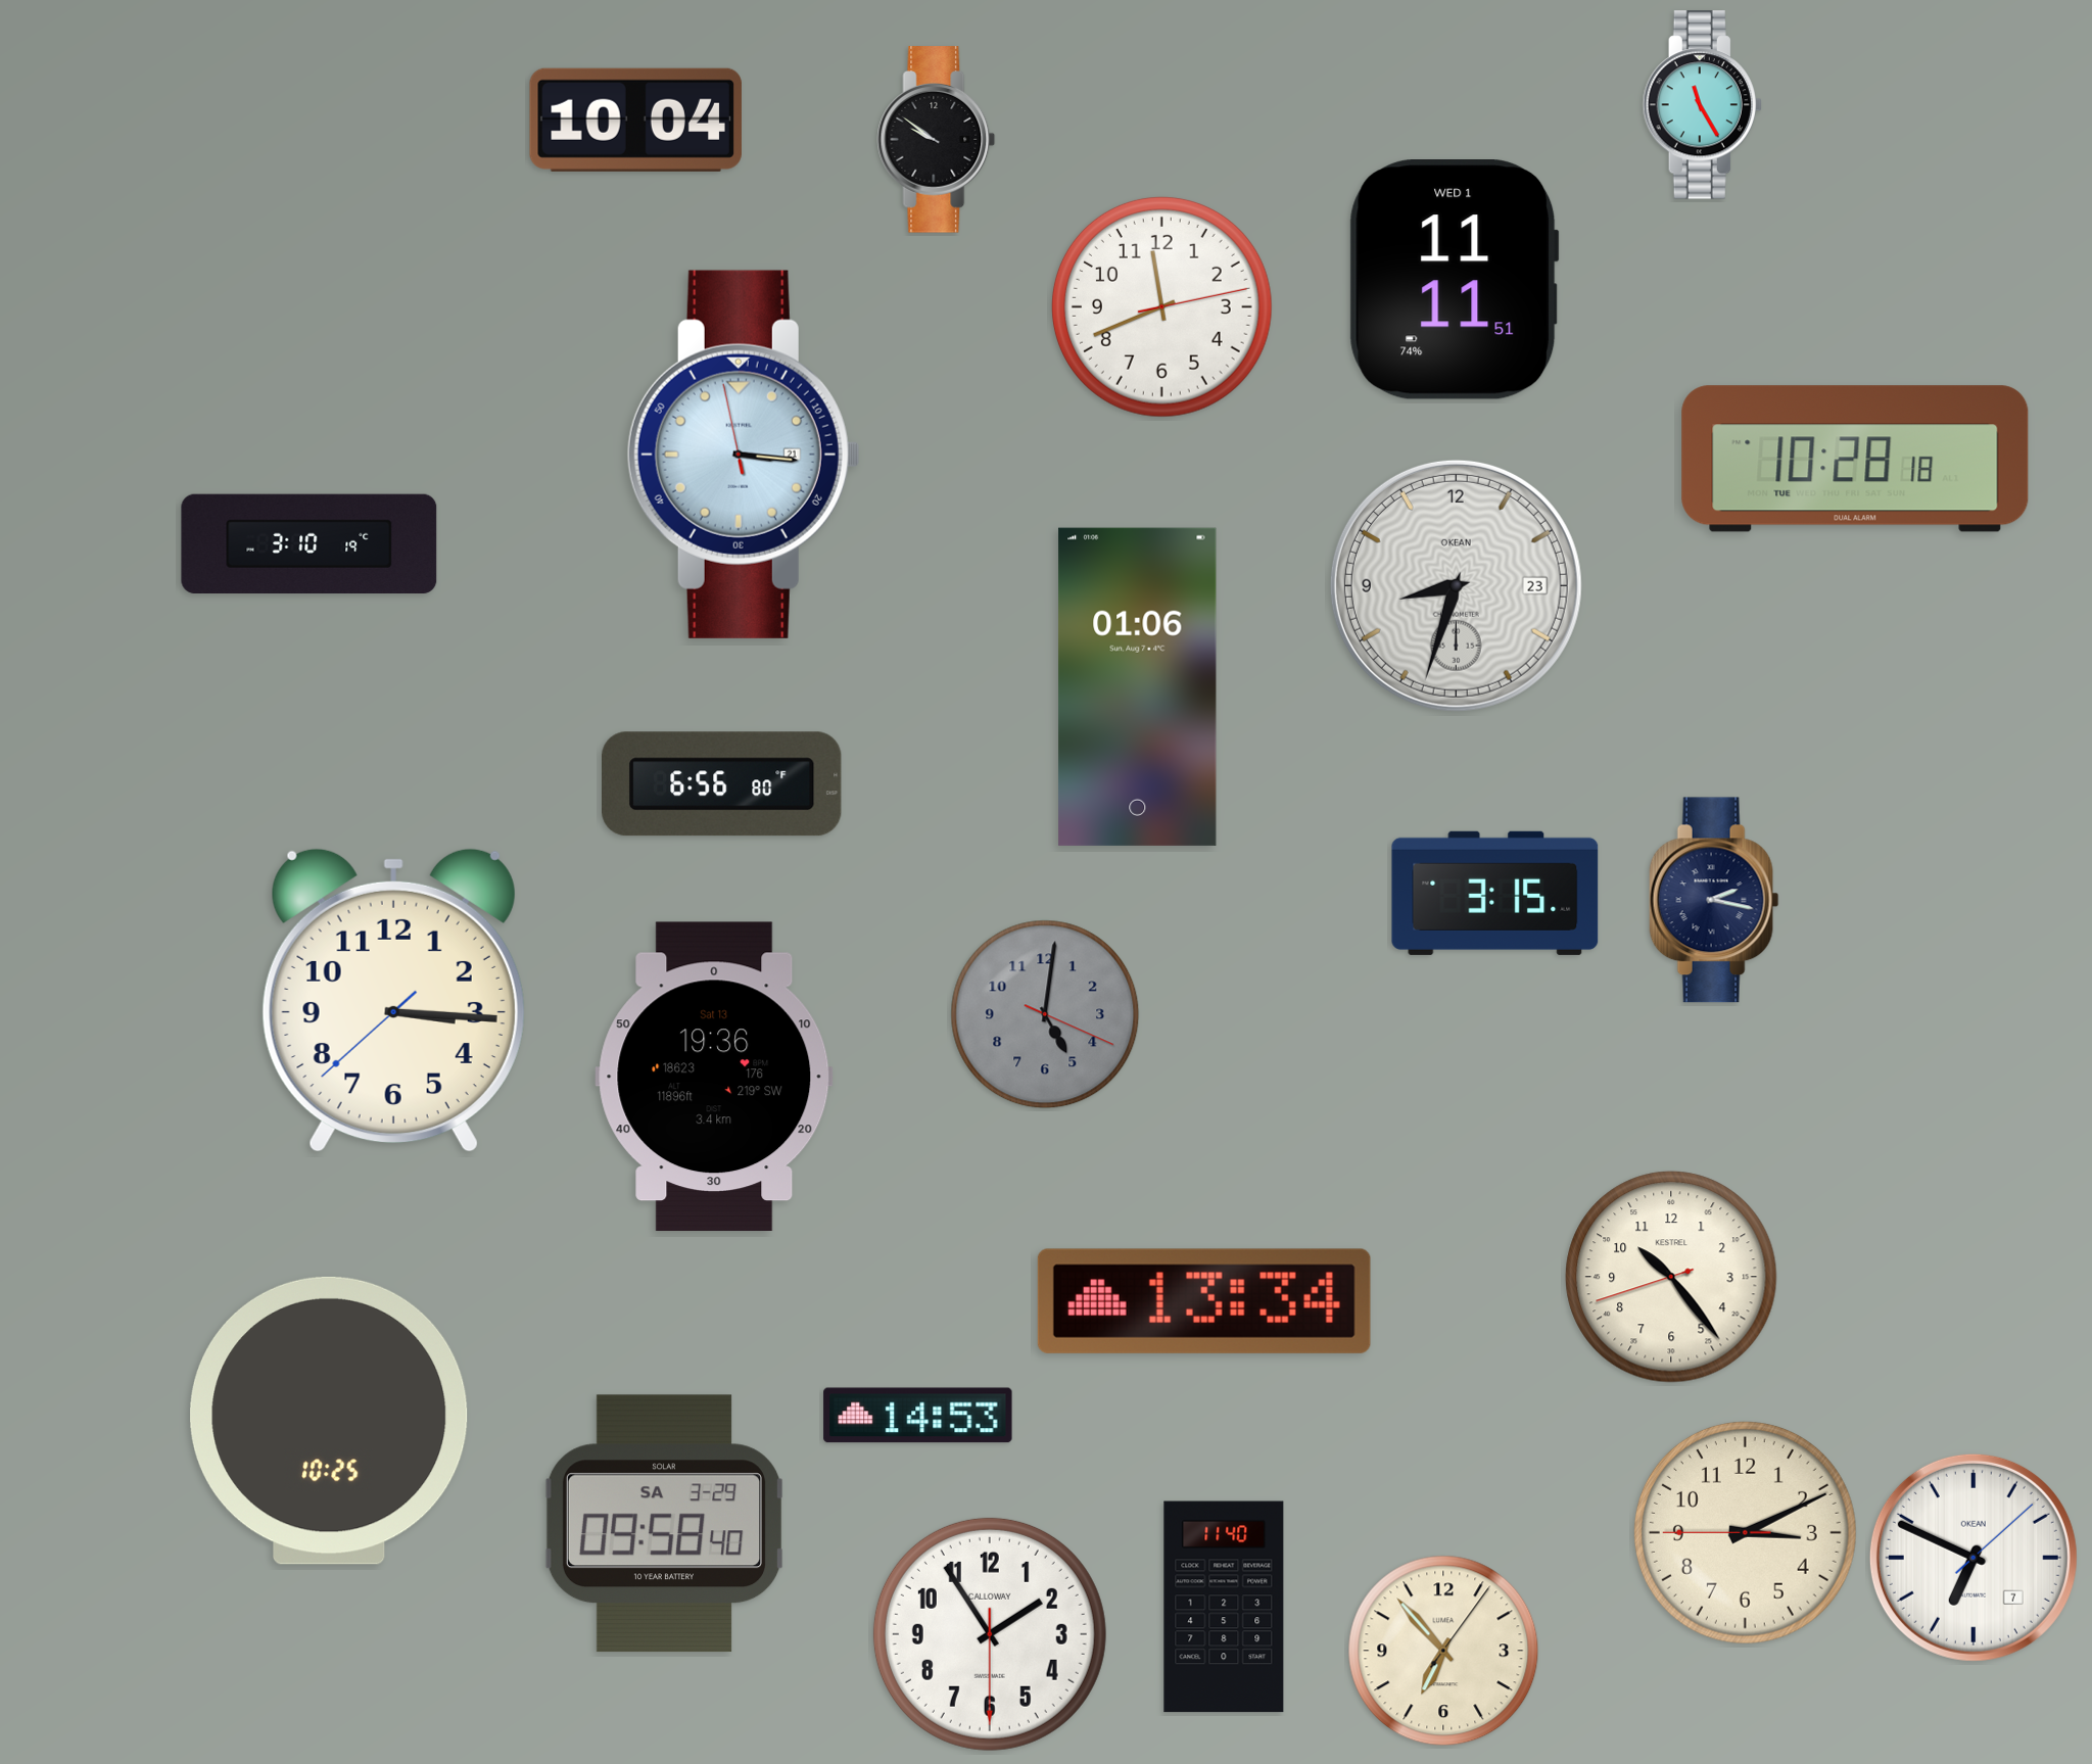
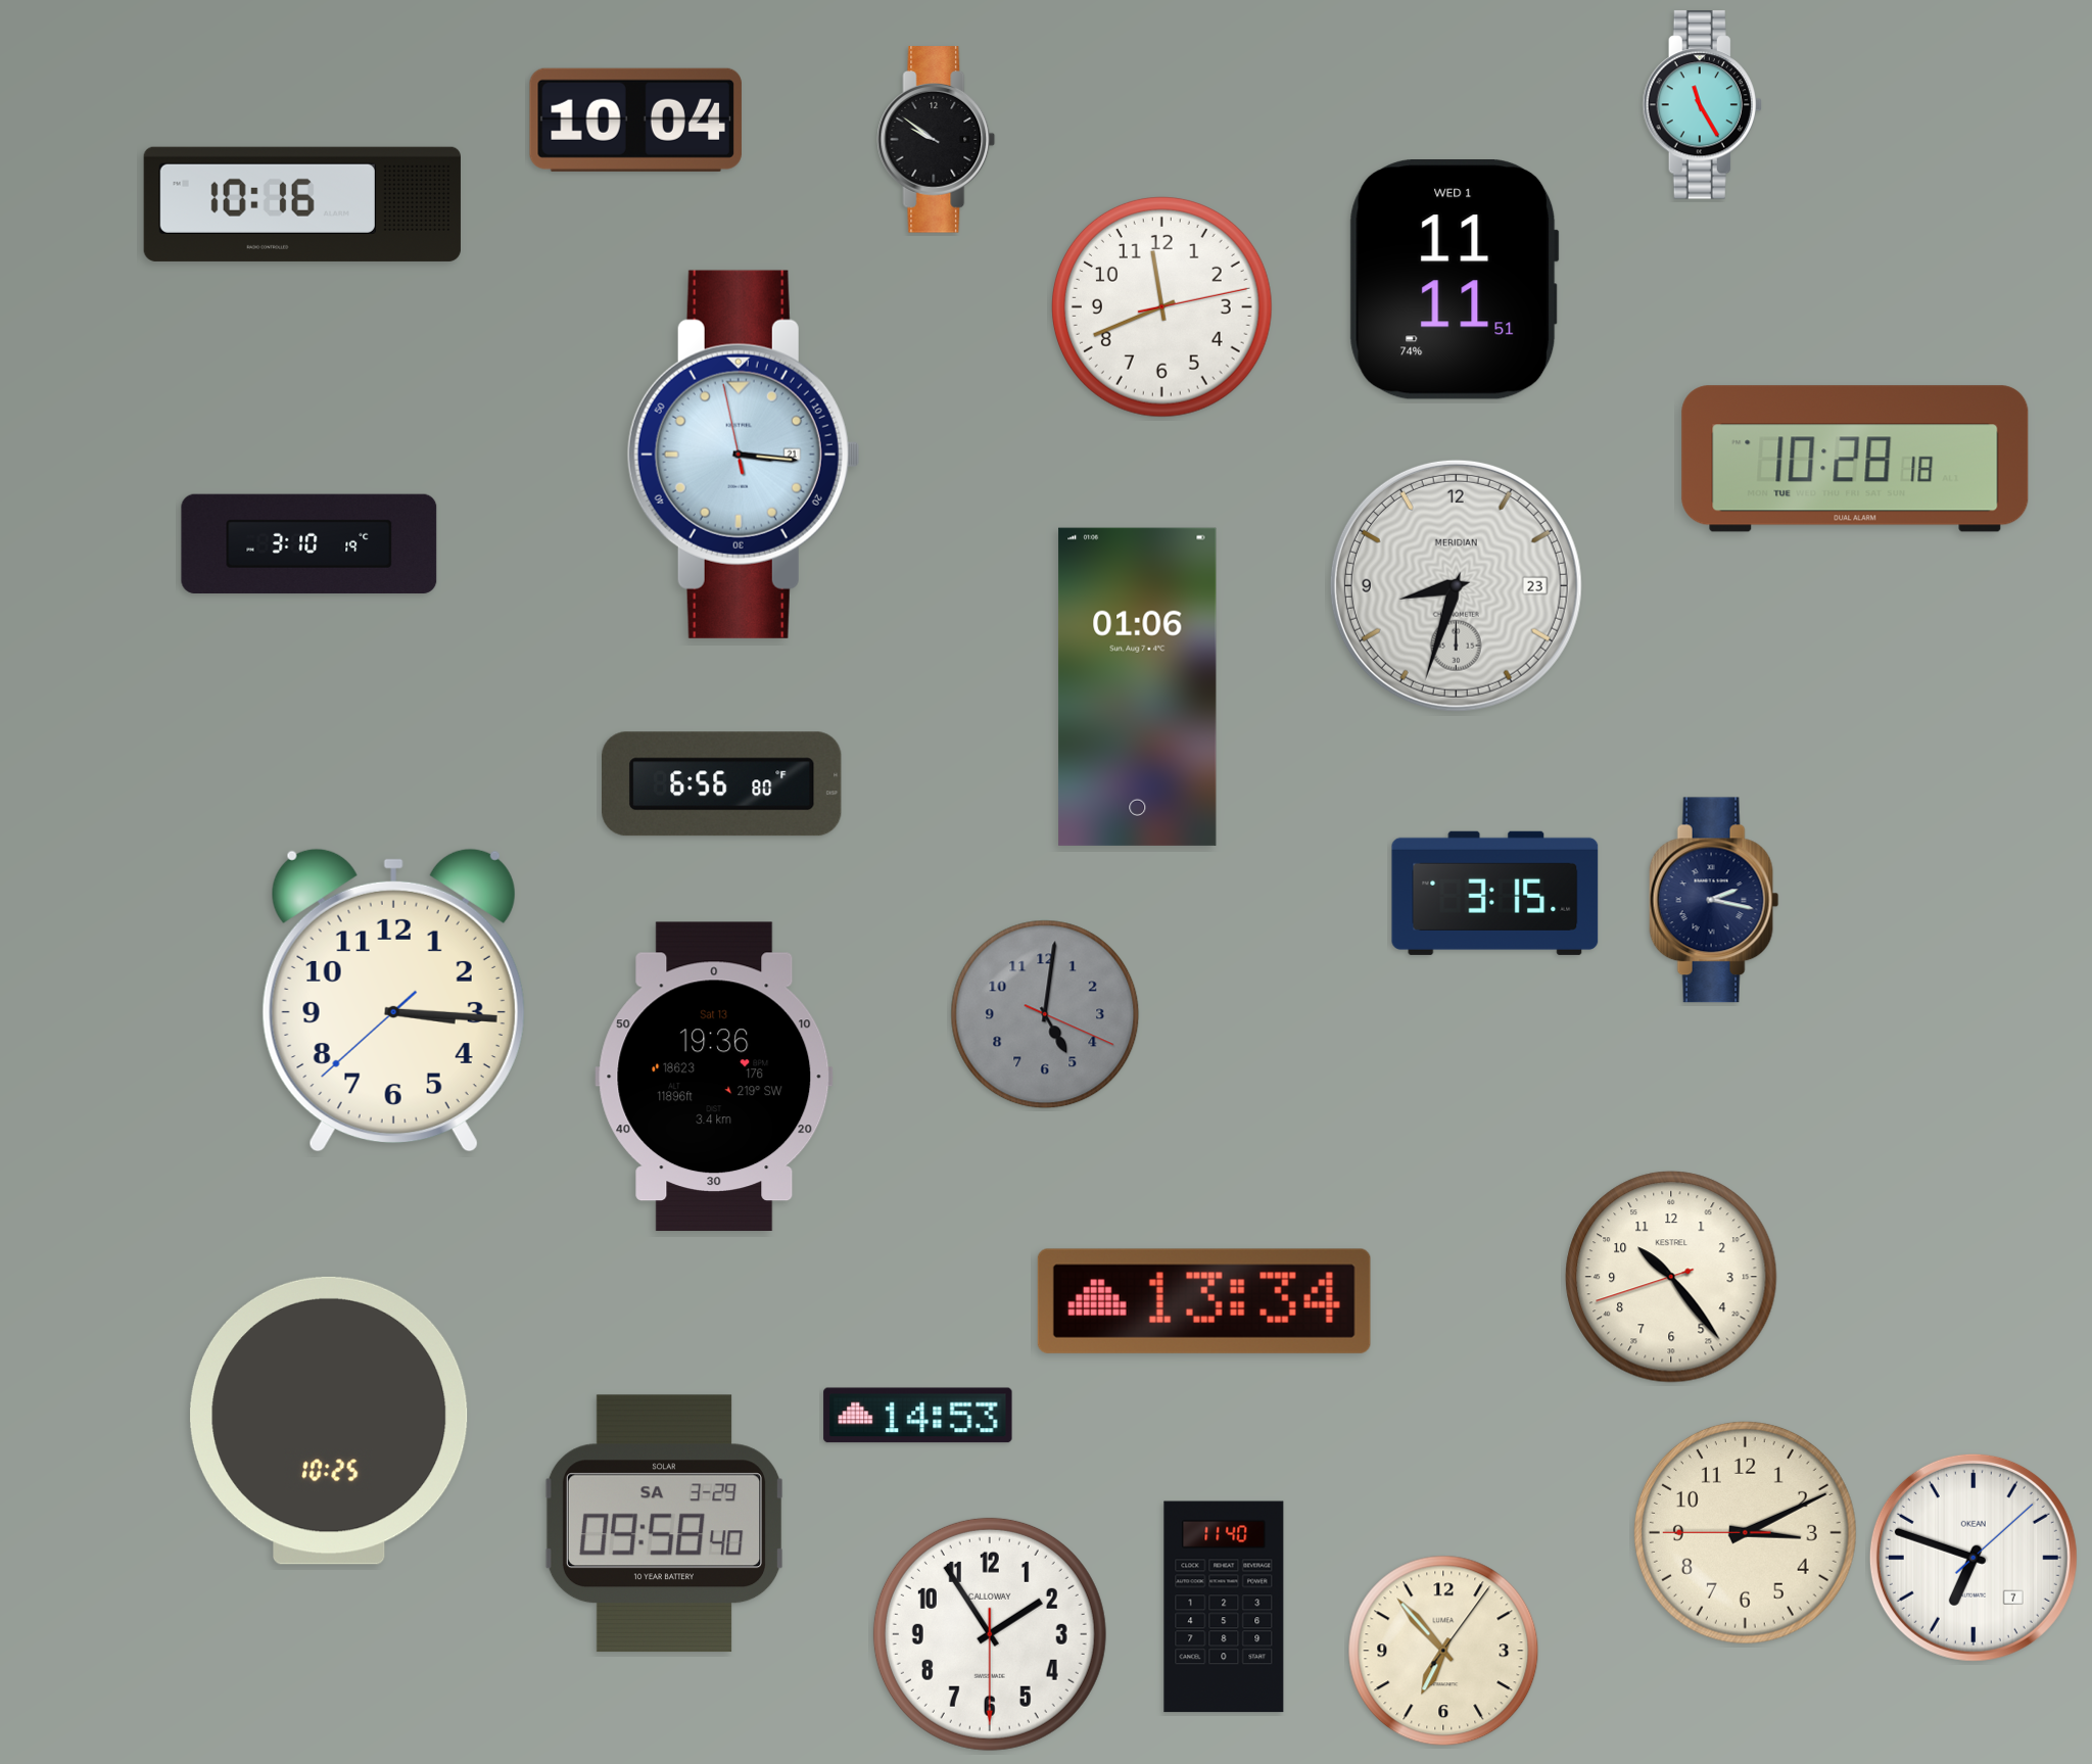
clock at (302, 204): none -> 10:16
clock at (1456, 585) brand: OKEAN -> MERIDIAN
clock at (1974, 1558): 6:49 -> 6:48
